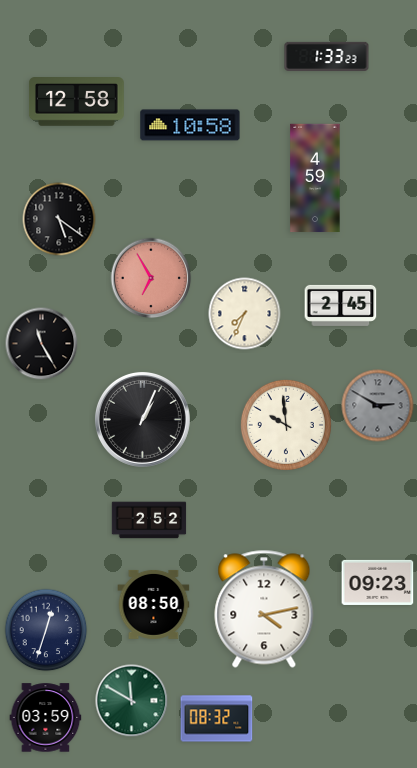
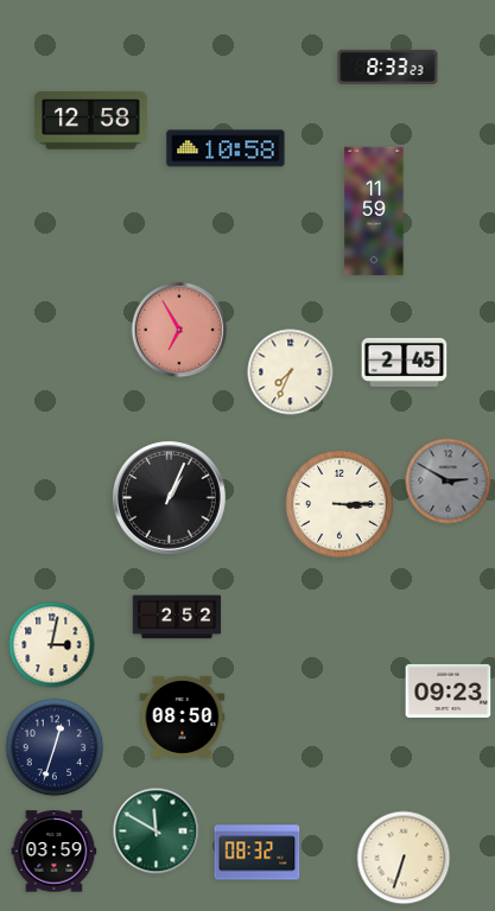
clock at (327, 56): 1:33 -> 8:33
clock at (315, 178): 4:59 -> 11:59
clock at (59, 219): 5:21 -> none
clock at (42, 344): 11:25 -> none
clock at (286, 425): 9:59 -> 3:15
clock at (52, 645): none -> 3:02
clock at (264, 609): 4:13 -> none
clock at (404, 858): none -> 6:33
